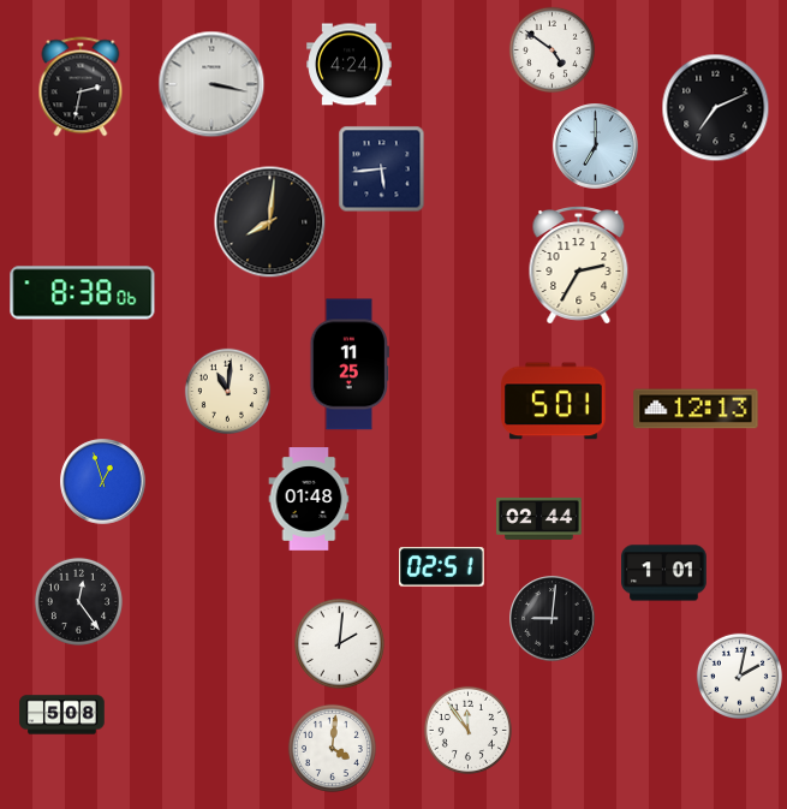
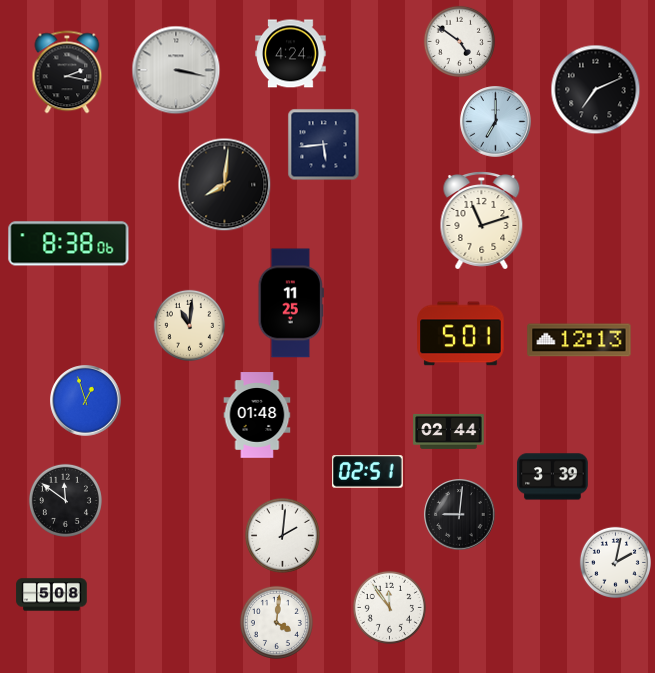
clock at (81, 87): 2:32 -> 2:17
clock at (382, 169) position: (382, 169) -> (324, 145)
clock at (579, 266): 2:35 -> 11:12
clock at (664, 573): 1:01 -> 3:39
clock at (78, 601): 12:24 -> 11:51
